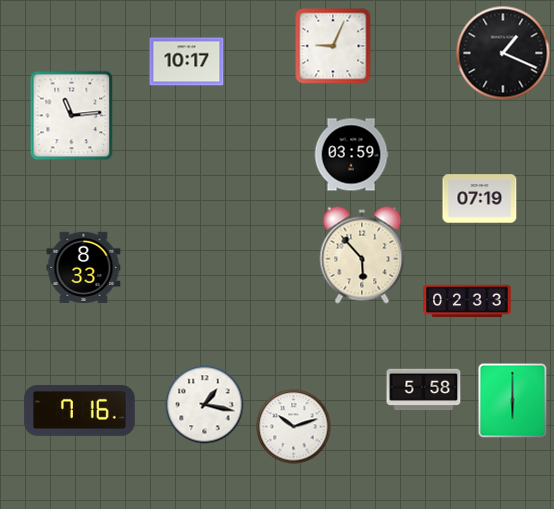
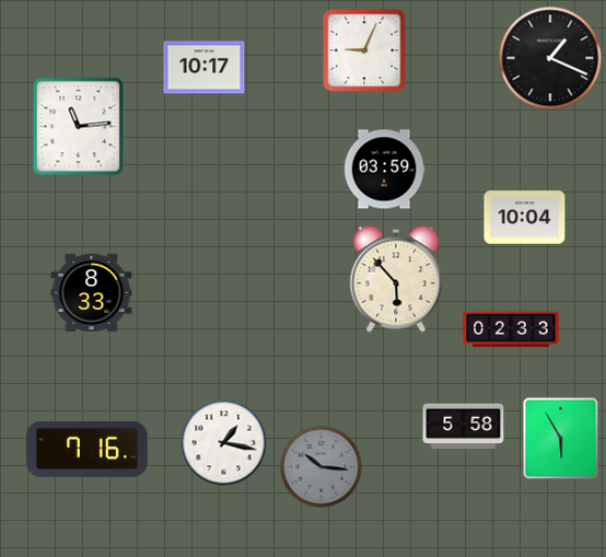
clock at (480, 199): 07:19 -> 10:04
clock at (513, 401): 6:00 -> 5:55
clock at (294, 427): 10:12 -> 10:16
clock at (294, 427) dial: white -> grey
